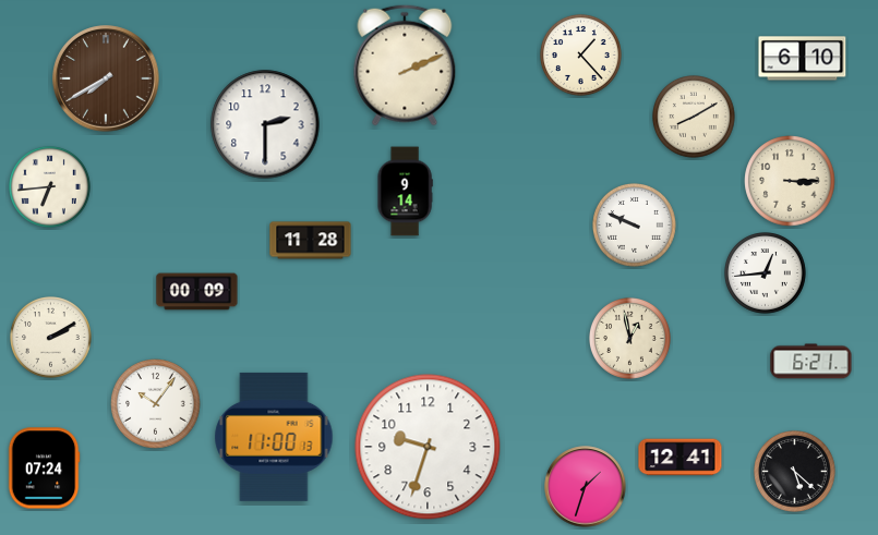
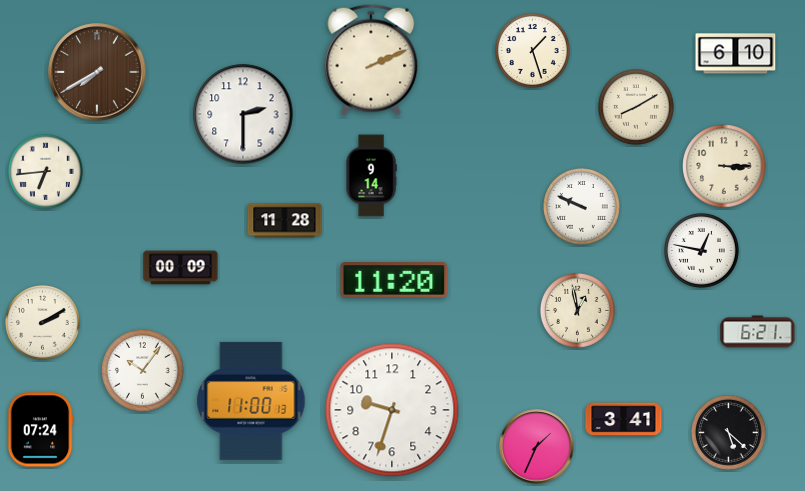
clock at (581, 56): 1:23 -> 1:27
clock at (766, 273): 12:44 -> 12:47
clock at (394, 280): none -> 11:20
clock at (51, 338) position: (51, 338) -> (43, 323)
clock at (811, 362) position: (811, 362) -> (758, 332)
clock at (681, 458): 12:41 -> 3:41
clock at (586, 487): 1:33 -> 1:34
